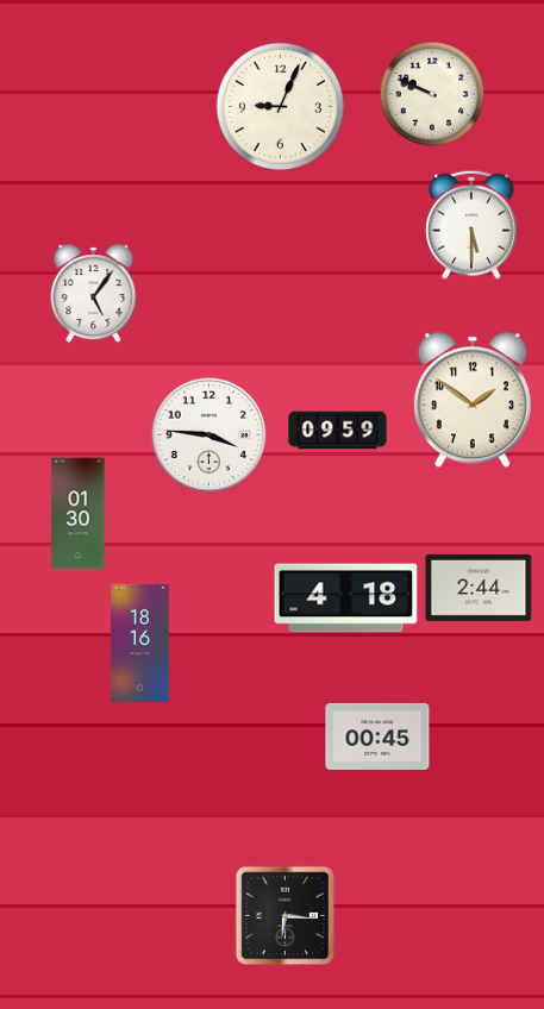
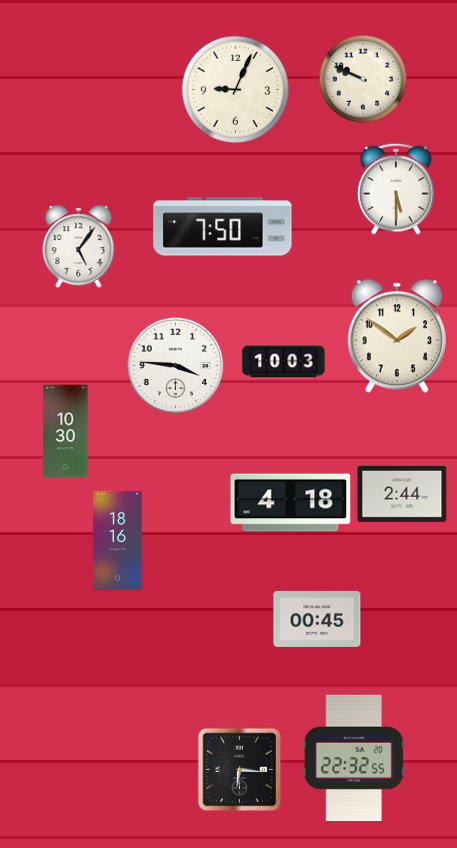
clock at (223, 227): none -> 7:50
clock at (338, 431): 09:59 -> 10:03
clock at (79, 514): 01:30 -> 10:30
clock at (354, 757): none -> 22:32
